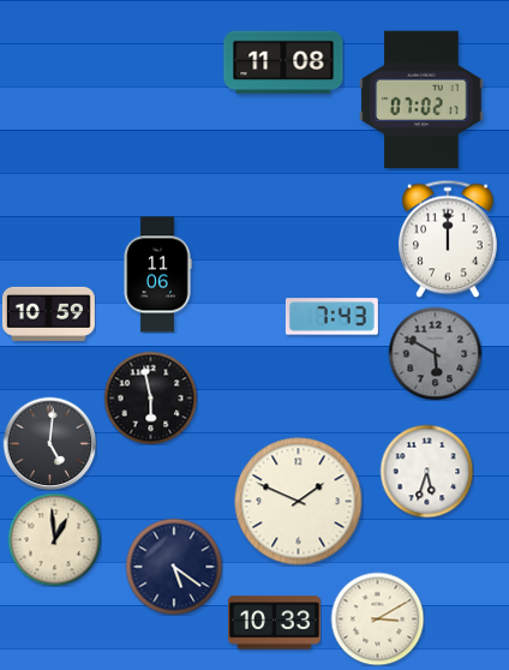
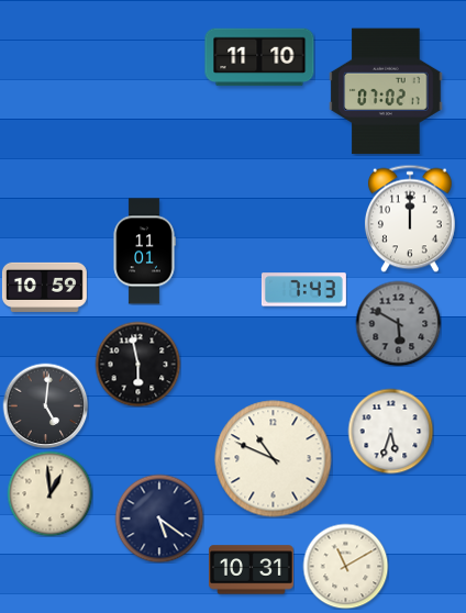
clock at (283, 62): 11:08 -> 11:10
clock at (157, 275): 11:06 -> 11:01
clock at (299, 502): 1:49 -> 10:49
clock at (377, 618): 3:10 -> 11:10
clock at (274, 623): 10:33 -> 10:31
